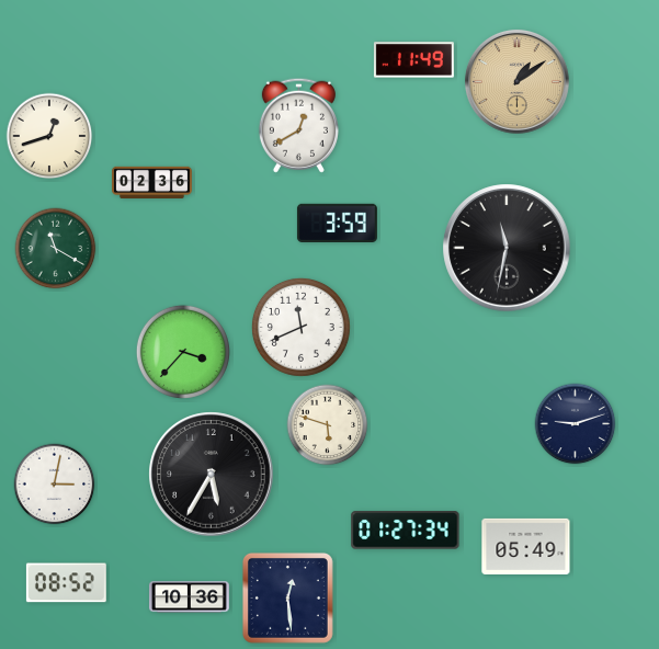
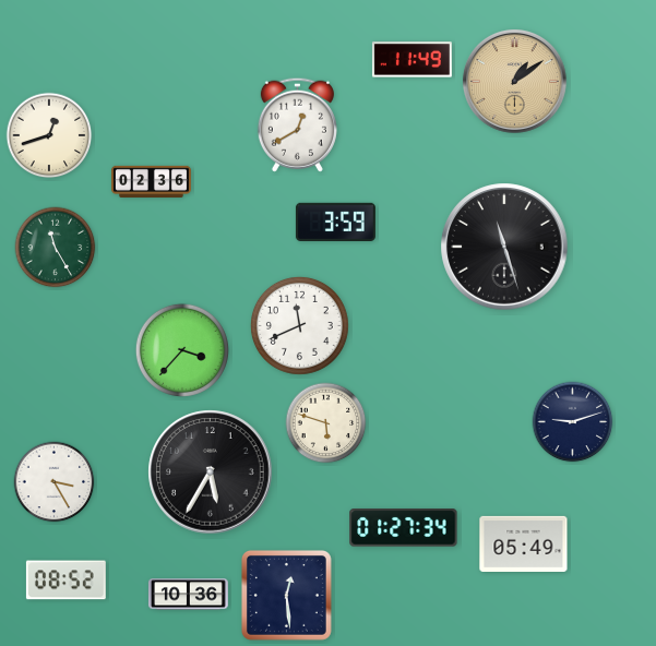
clock at (507, 248): 11:32 -> 11:27
clock at (56, 249): 11:20 -> 11:25
clock at (55, 485): 3:02 -> 3:25
